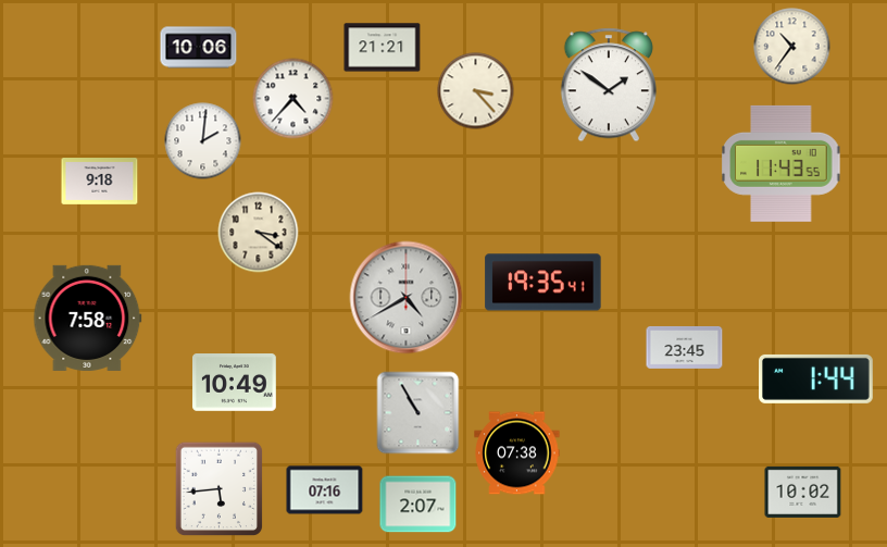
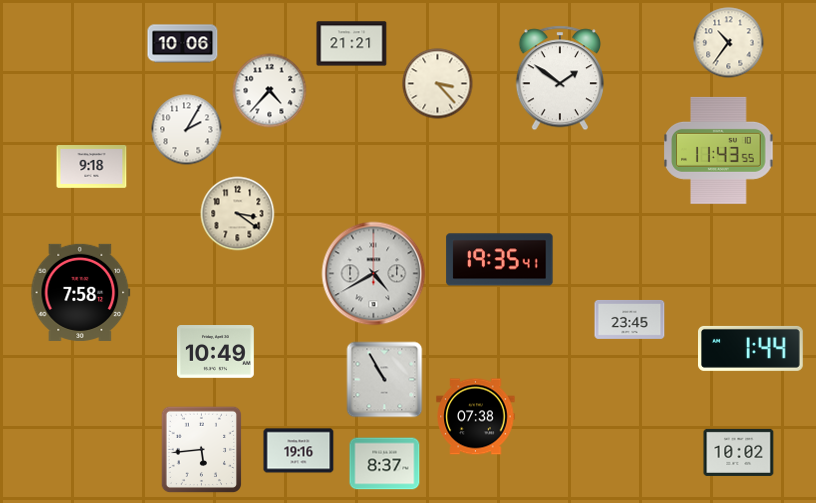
clock at (203, 141): 2:01 -> 2:05
clock at (325, 490): 07:16 -> 19:16
clock at (418, 505): 2:07 -> 8:37
